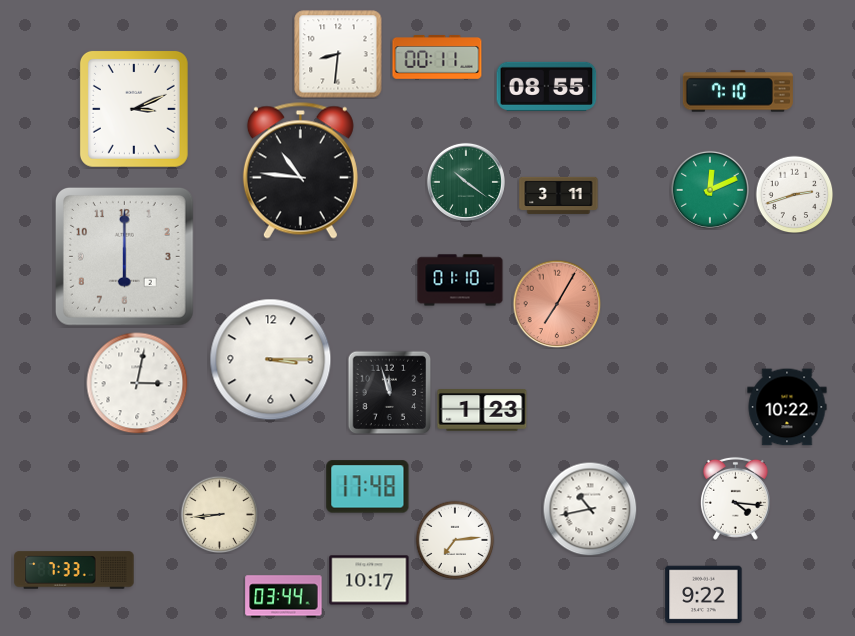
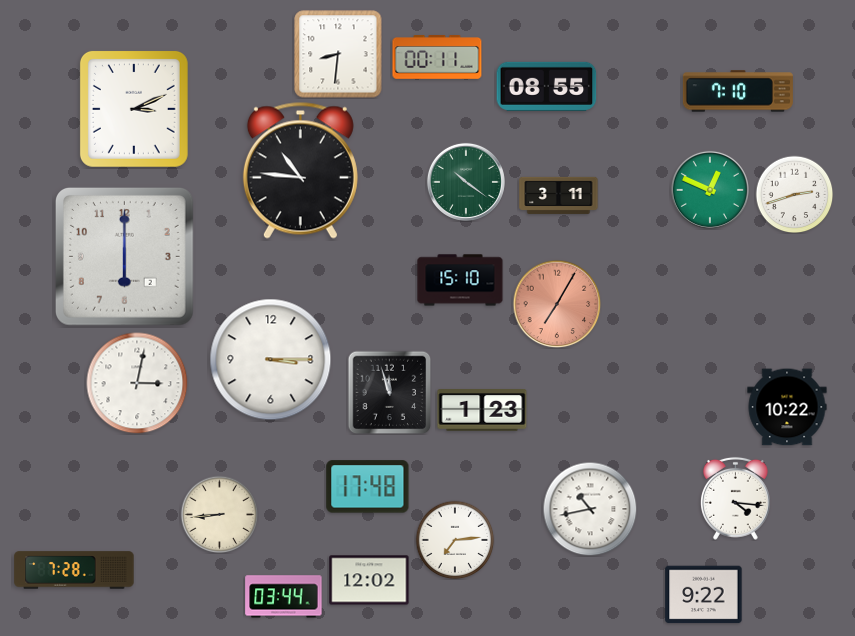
clock at (710, 190): 12:11 -> 12:49
clock at (460, 280): 01:10 -> 15:10
clock at (74, 570): 7:33 -> 7:28
clock at (369, 580): 10:17 -> 12:02
